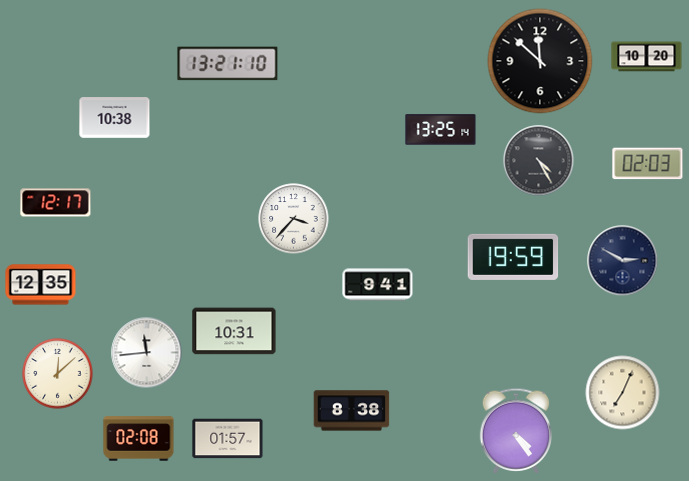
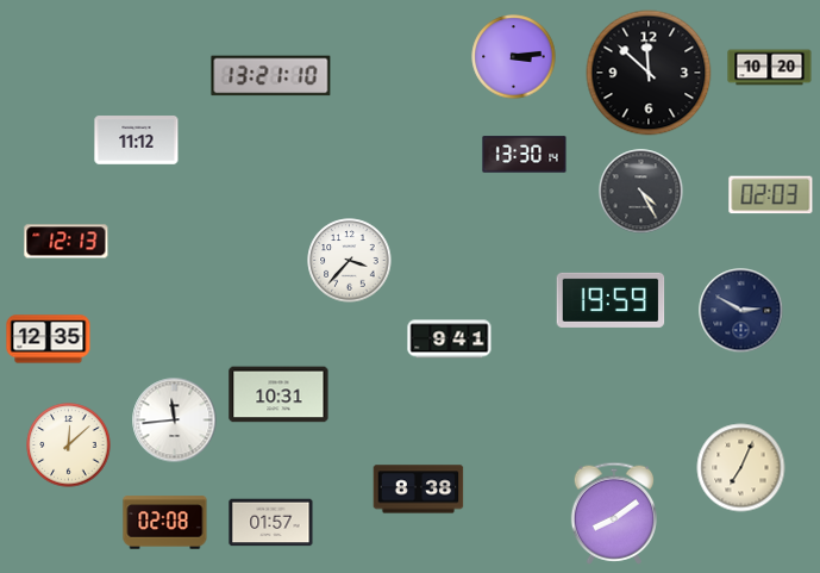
clock at (514, 57): none -> 3:14
clock at (540, 61) position: (540, 61) -> (649, 73)
clock at (115, 118): 10:38 -> 11:12
clock at (441, 130): 13:25 -> 13:30
clock at (56, 203): 12:17 -> 12:13
clock at (513, 257) position: (513, 257) -> (611, 300)
clock at (515, 431): 4:24 -> 8:09
